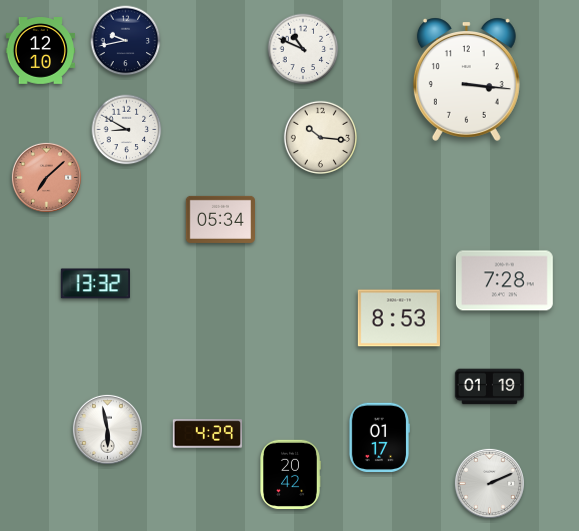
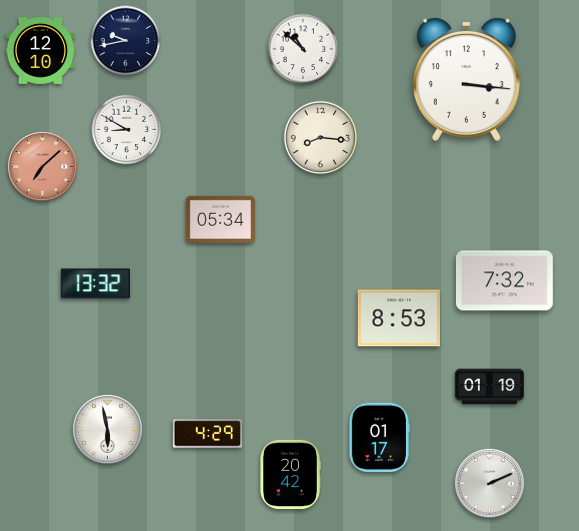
clock at (303, 49): 10:49 -> 10:52
clock at (320, 137): 10:16 -> 8:16
clock at (46, 177) position: (46, 177) -> (42, 166)
clock at (504, 281): 7:28 -> 7:32
